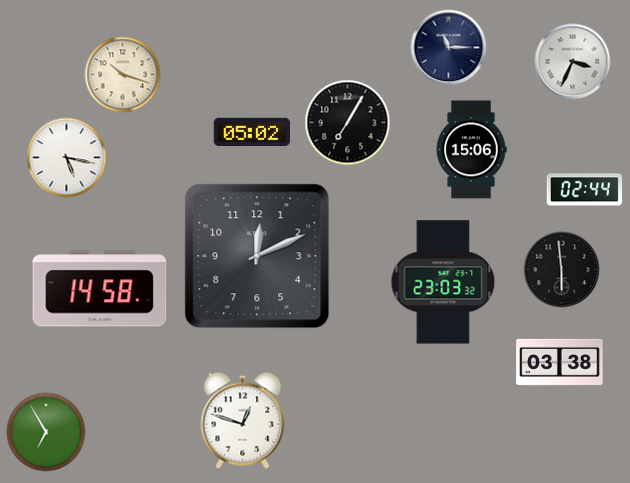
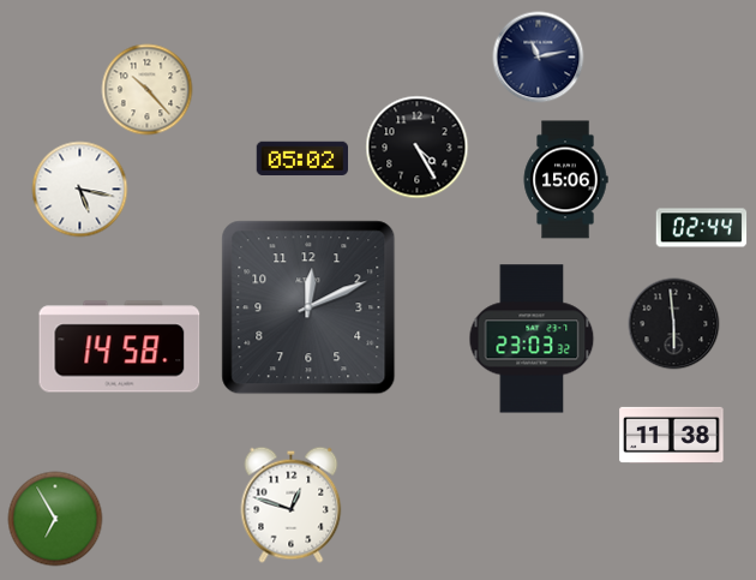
clock at (449, 48): 11:15 -> 11:13
clock at (573, 62): 3:34 -> none
clock at (123, 75): 10:18 -> 10:23
clock at (348, 123): 7:05 -> 4:25
clock at (560, 362): 03:38 -> 11:38
